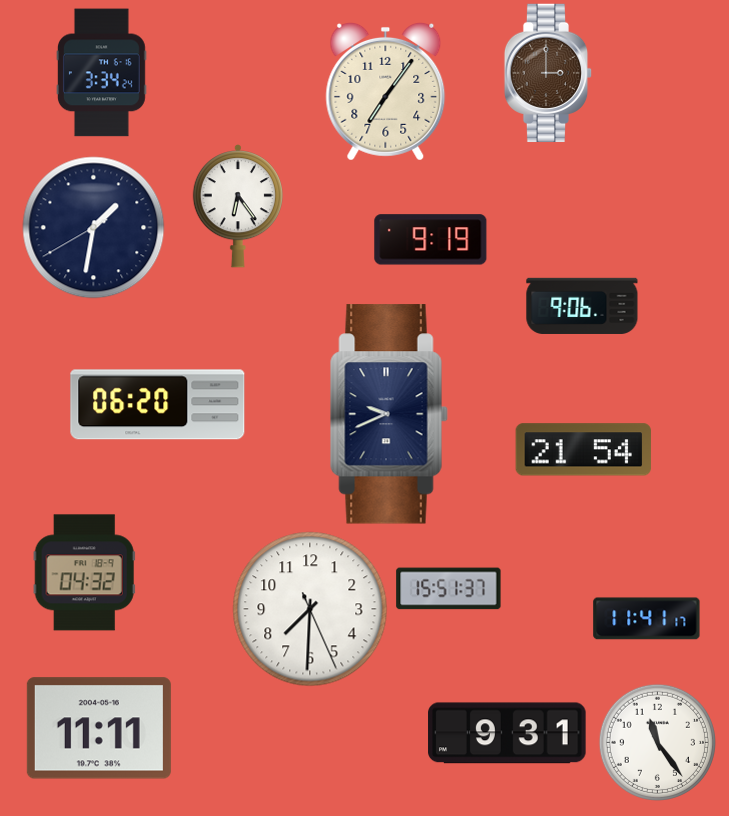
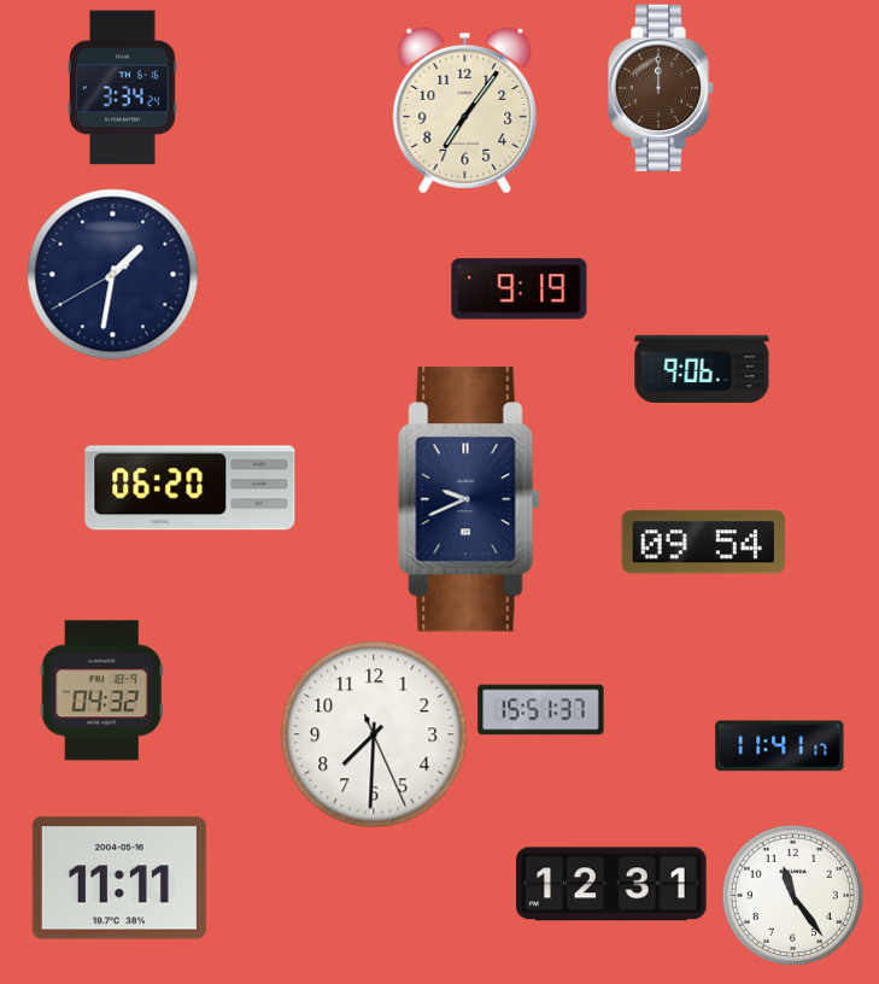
clock at (548, 72): 3:00 -> 12:00
clock at (238, 206): 6:24 -> none
clock at (583, 450): 21:54 -> 09:54
clock at (507, 733): 9:31 -> 12:31
